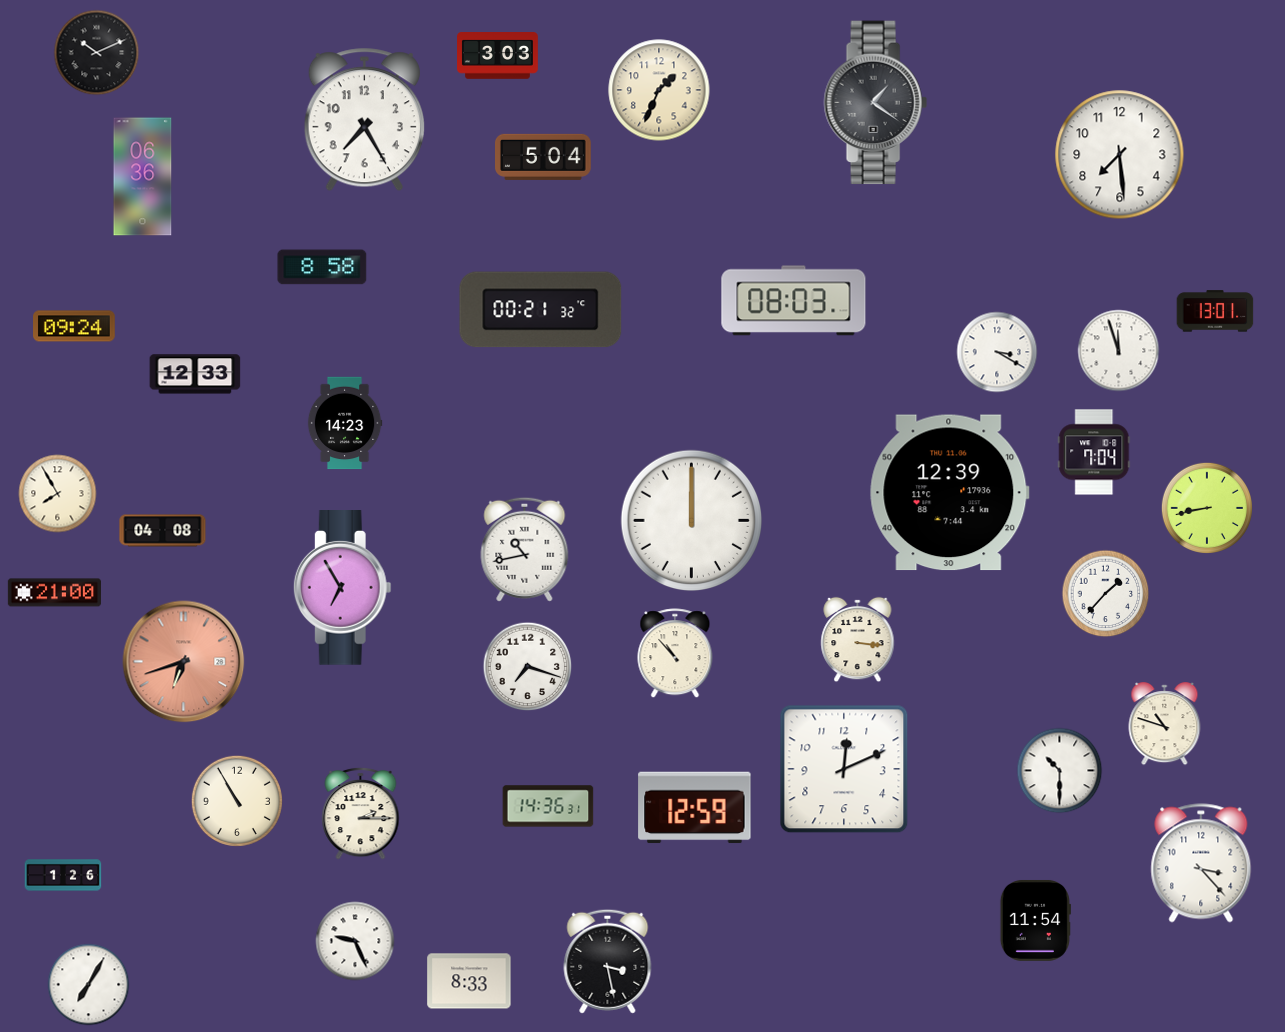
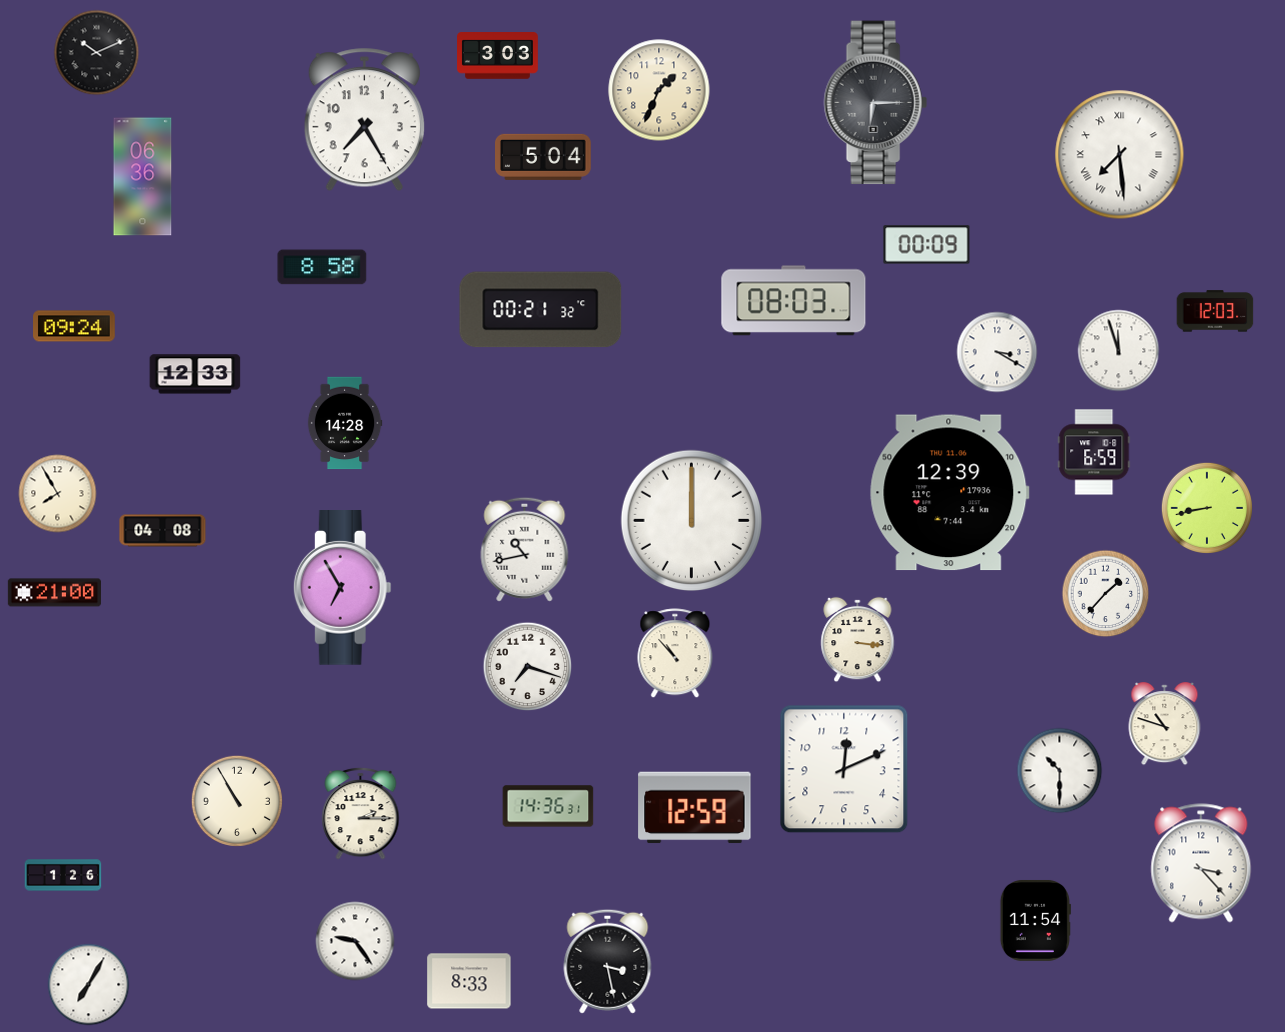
clock at (875, 103): 1:21 -> 6:15
clock at (1120, 155) numerals: Arabic -> Roman
clock at (927, 245): none -> 00:09
clock at (1215, 311): 13:01 -> 12:03
clock at (345, 423): 14:23 -> 14:28
clock at (1094, 452): 7:04 -> 6:59
clock at (184, 662): 6:42 -> none
clock at (355, 941): 9:26 -> 9:24
